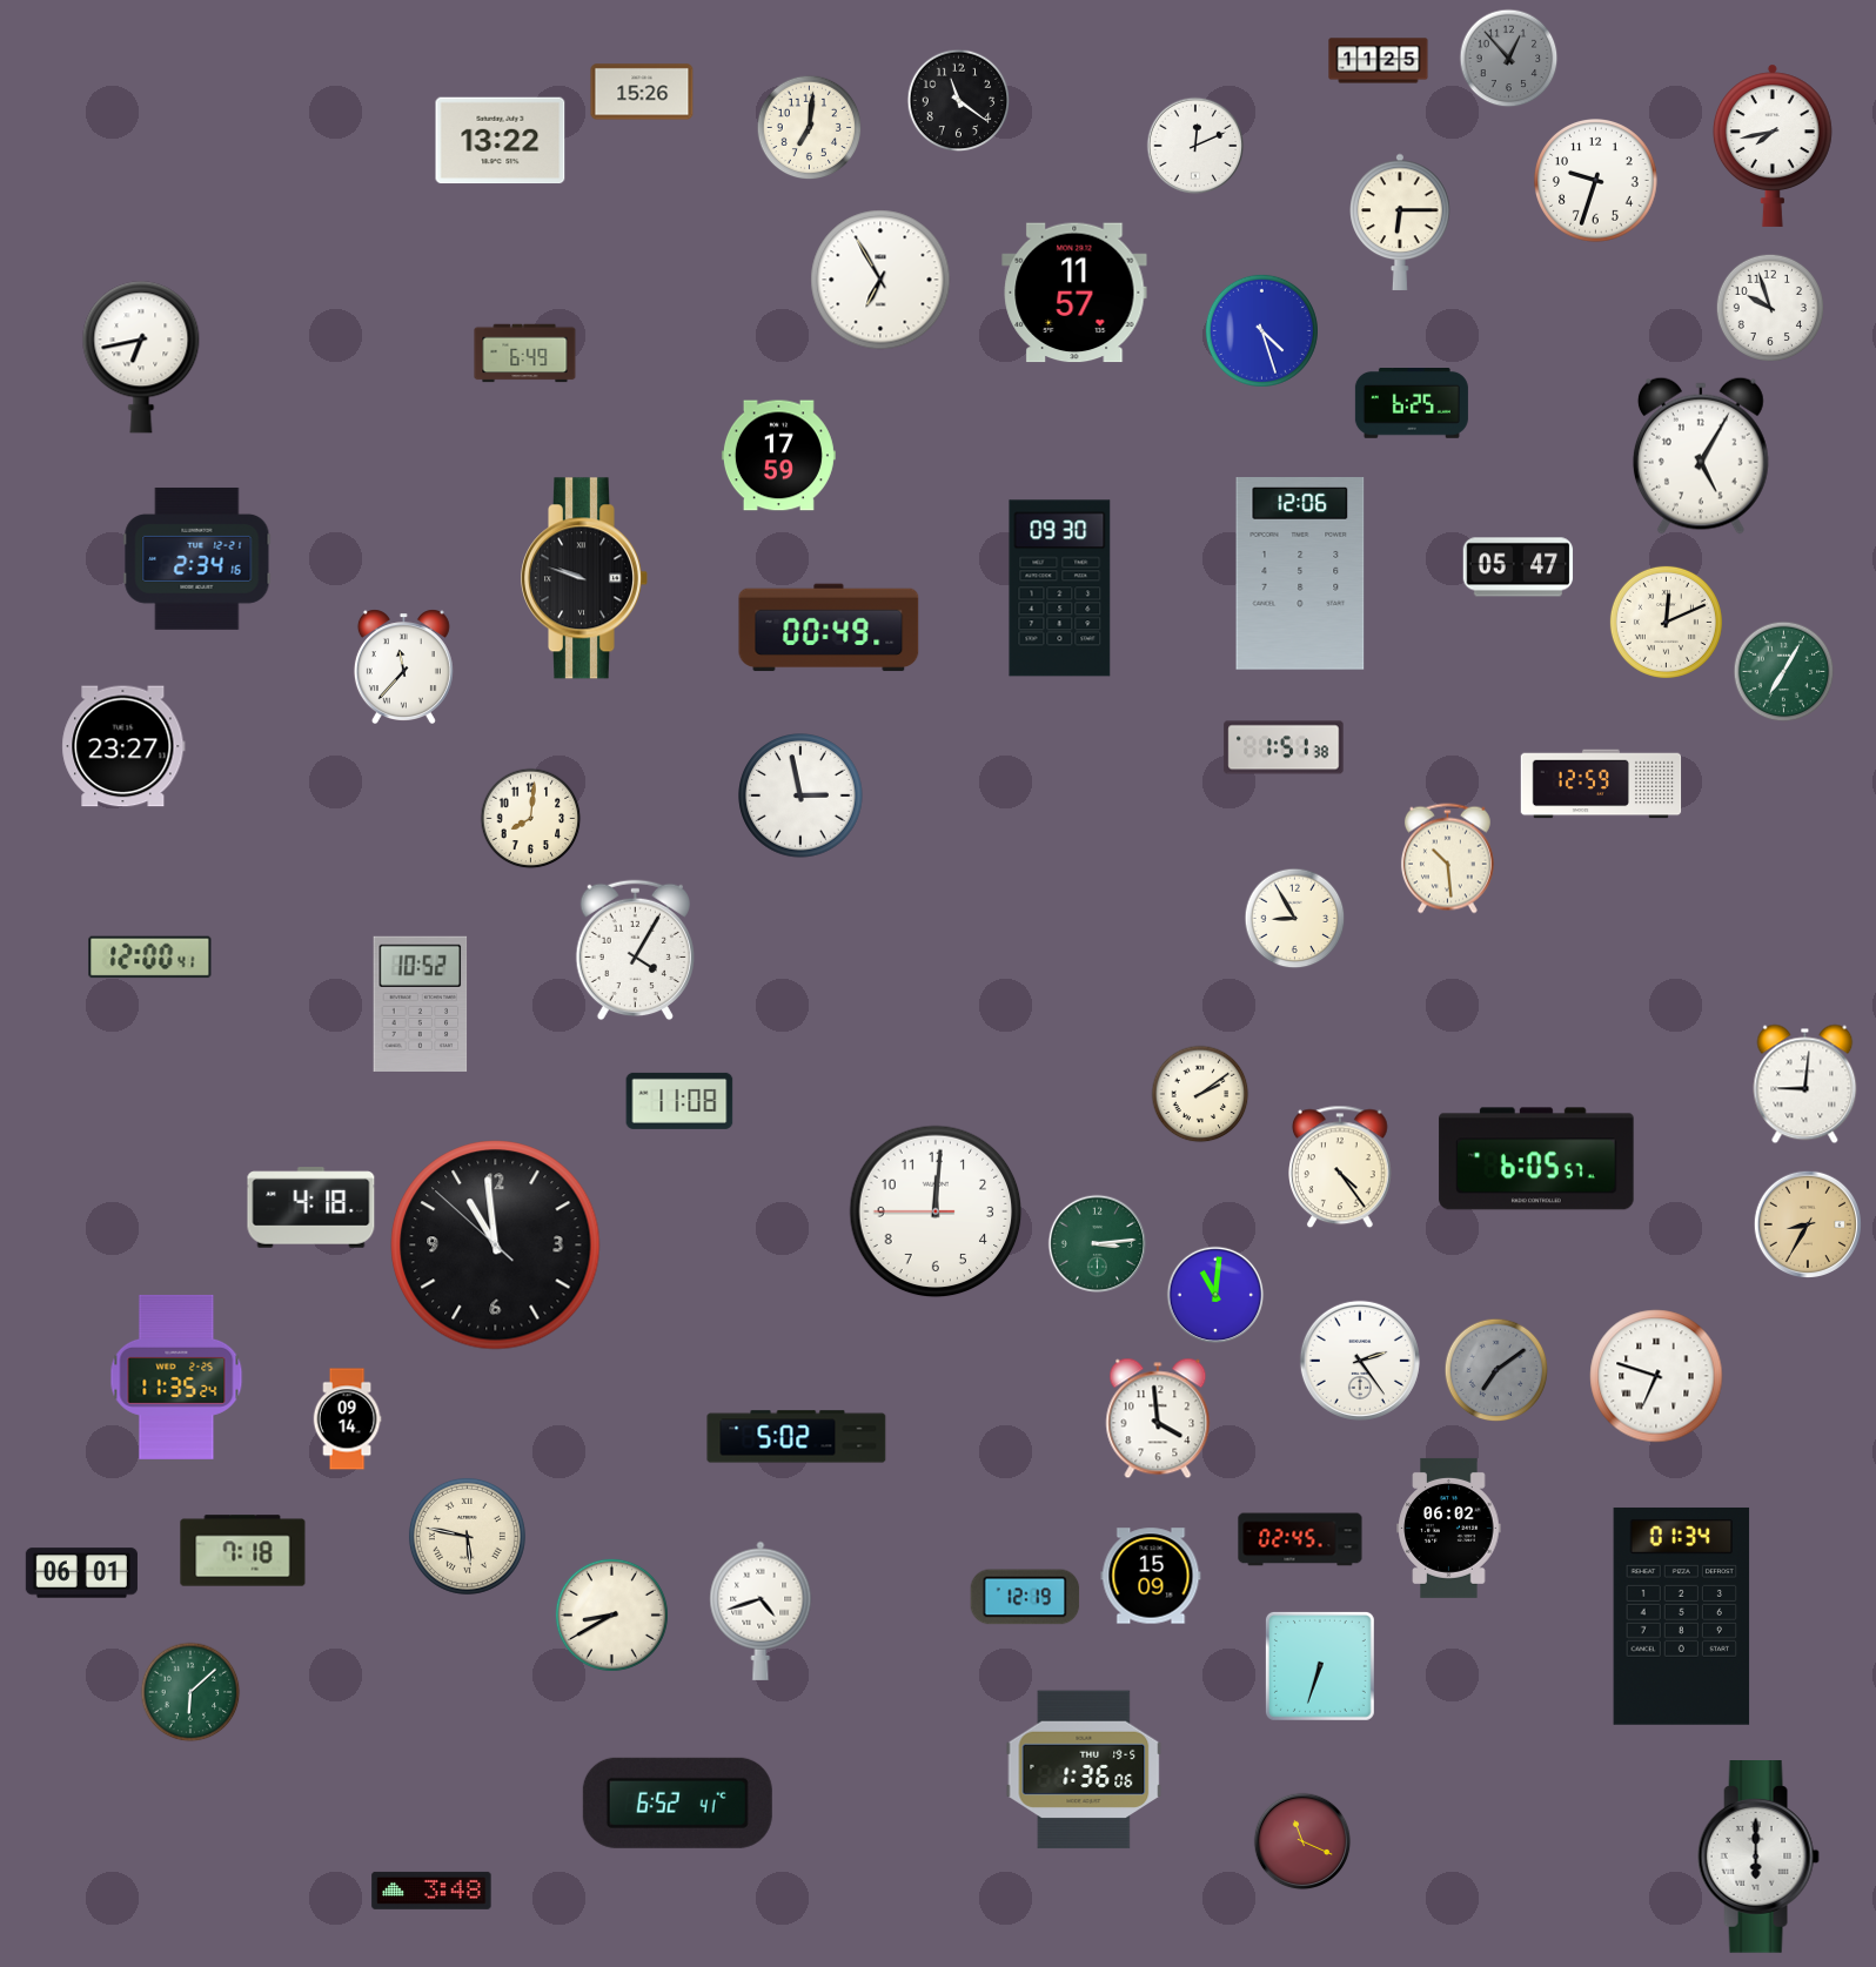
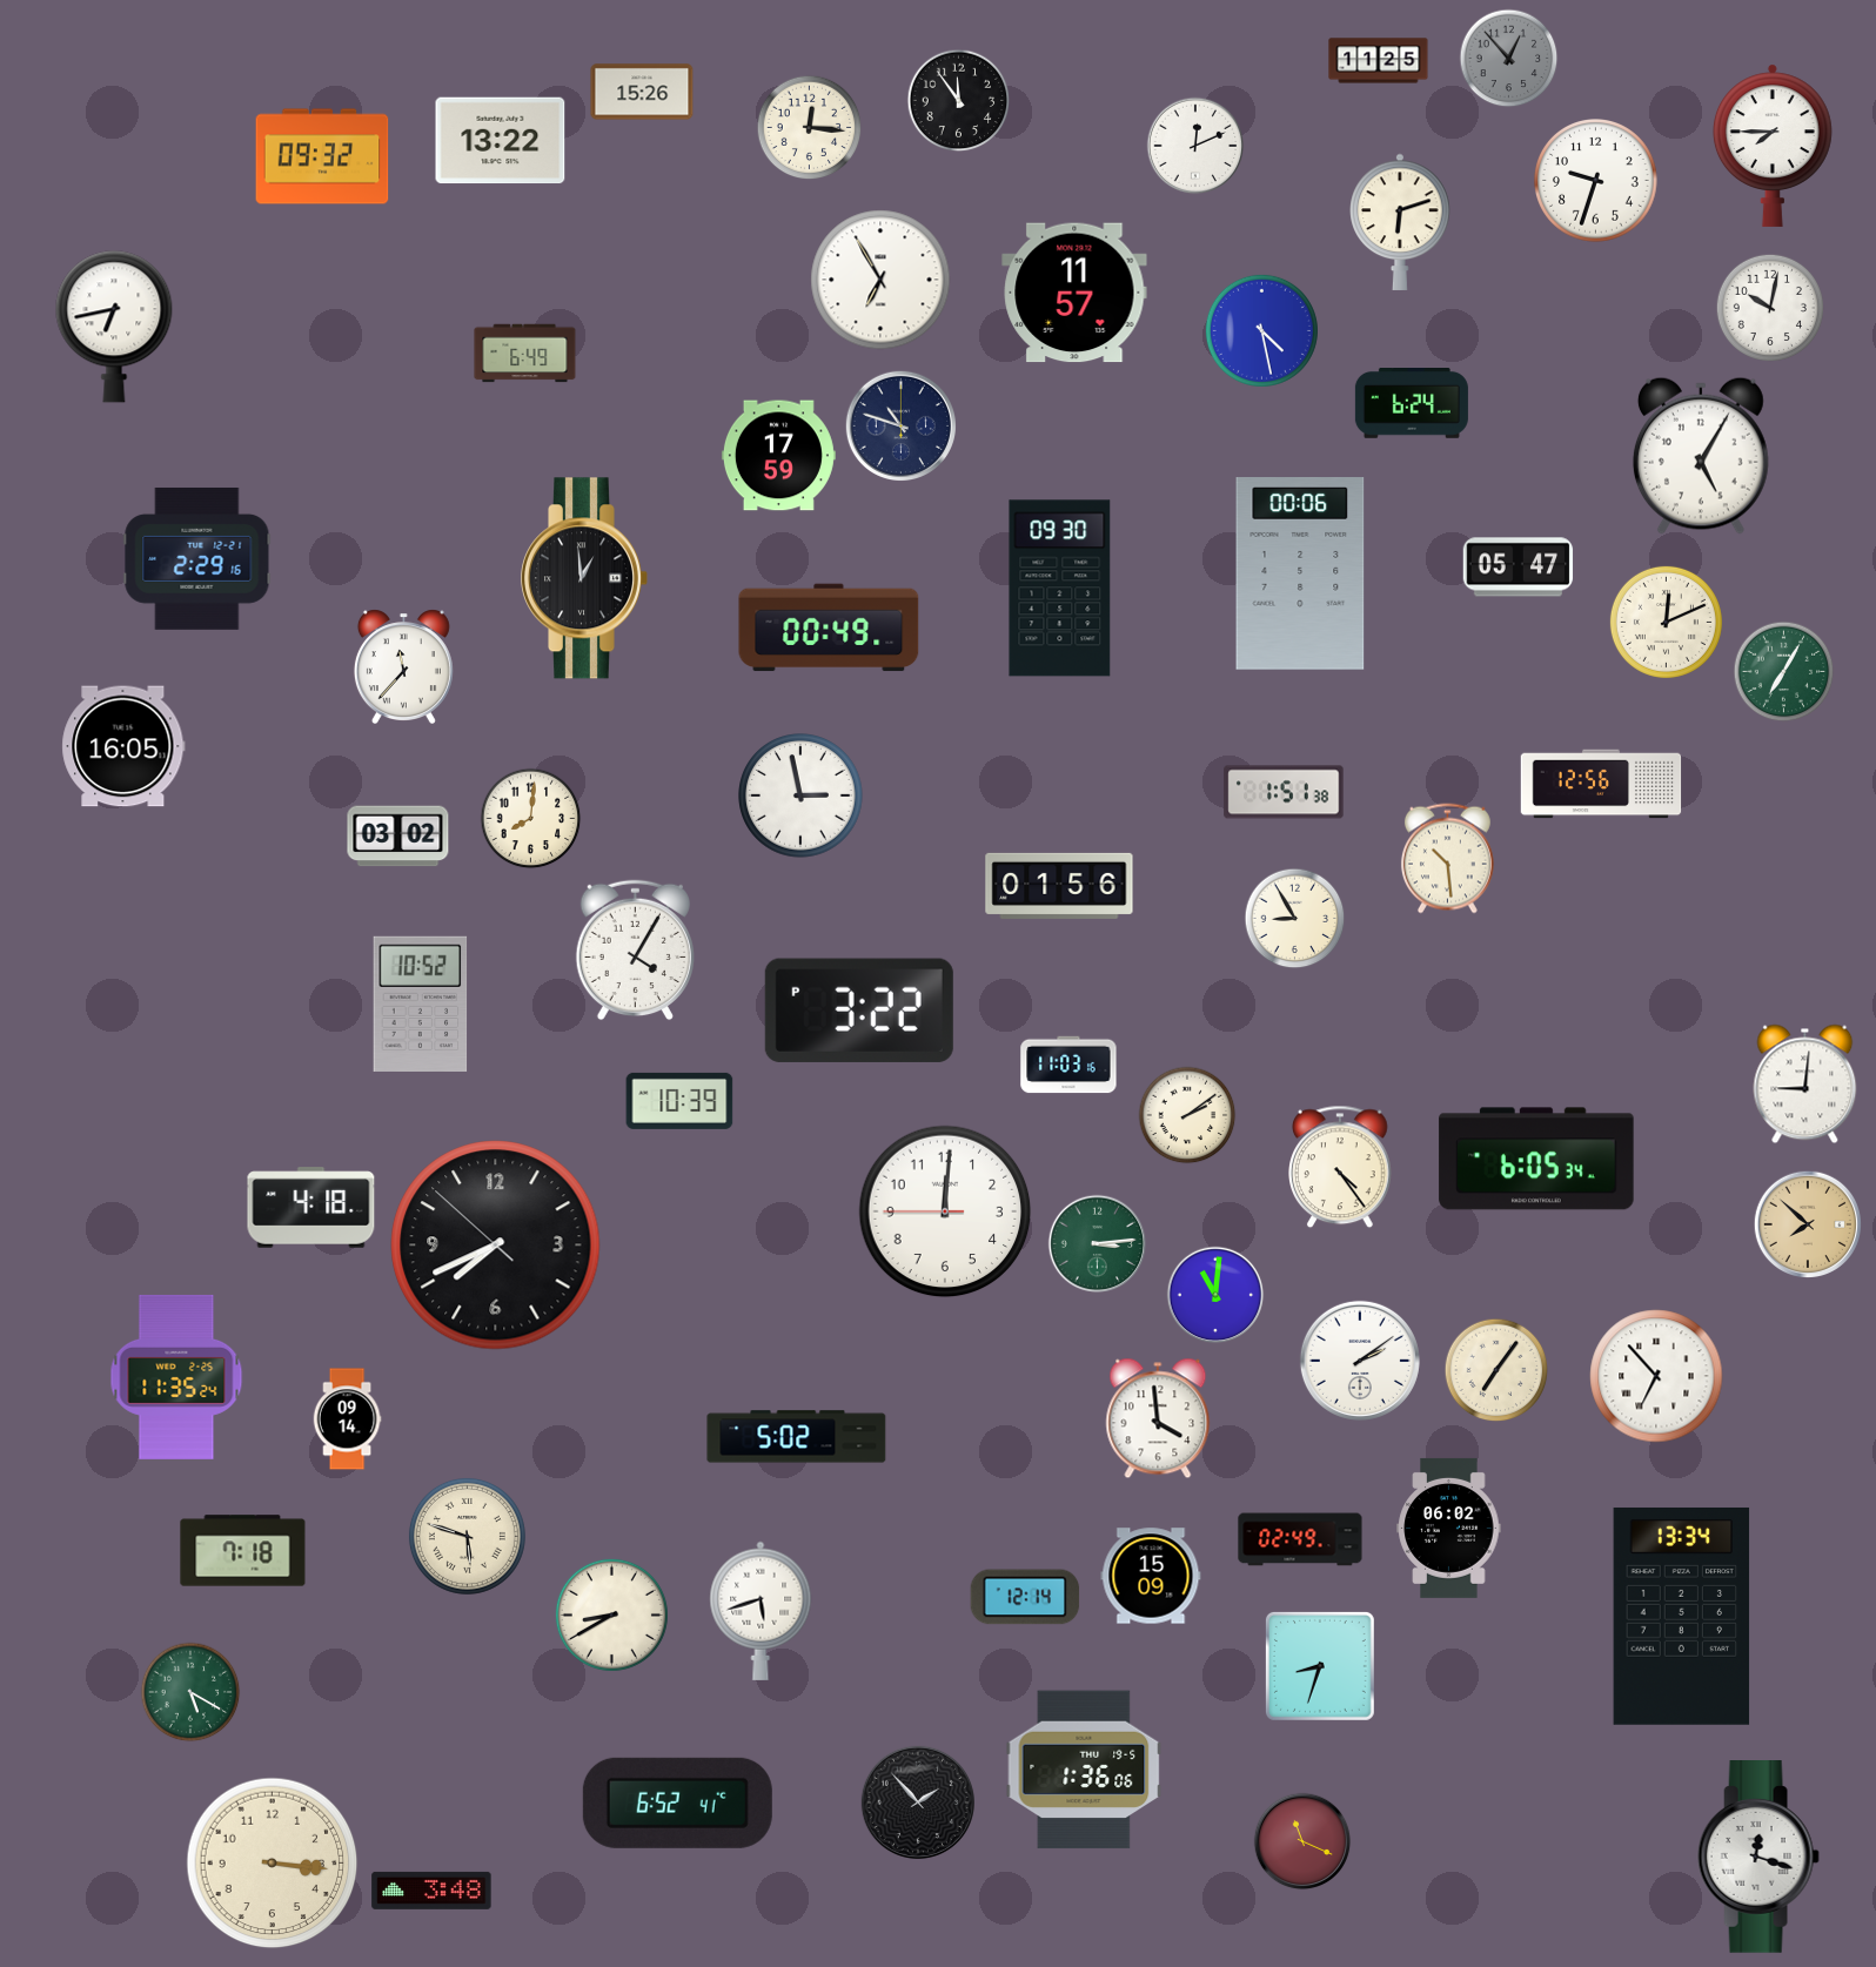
clock at (959, 101): 11:21 -> 11:54
clock at (810, 128): 7:01 -> 12:16
clock at (1773, 146): 7:43 -> 7:45
clock at (322, 156): none -> 09:32
clock at (1400, 222): 6:15 -> 6:12
clock at (1769, 307): 9:57 -> 10:02
clock at (1261, 330): 4:27 -> 4:28
clock at (141, 357) position: (141, 357) -> (114, 327)
clock at (1412, 404): 6:25 -> 6:24
clock at (900, 425): none -> 10:48
clock at (197, 558): 2:34 -> 2:29
clock at (1300, 575): 12:06 -> 00:06
clock at (584, 578): 9:48 -> 12:59
clock at (123, 746): 23:27 -> 16:05
clock at (1284, 747) position: (1284, 747) -> (1284, 792)
clock at (1601, 784): 12:59 -> 12:56
clock at (398, 837): none -> 03:02
clock at (1059, 886): none -> 01:56
clock at (150, 958): 12:00 -> none
clock at (859, 1011): none -> 3:22
clock at (1068, 1065): none -> 11:03
clock at (1200, 1094) position: (1200, 1094) -> (1187, 1115)
clock at (679, 1101): 11:08 -> 10:39
clock at (1536, 1159): 6:05:57 -> 6:05:34
clock at (936, 1211) position: (936, 1211) -> (945, 1211)
clock at (1807, 1223): 8:35 -> 7:52
clock at (496, 1246): 10:58 -> 7:40
clock at (1360, 1361): 2:24 -> 2:09
clock at (1496, 1370): 7:09 -> 7:06
clock at (1496, 1370) dial: grey -> cream
clock at (1656, 1376): 6:48 -> 6:53
clock at (467, 1536): 5:47 -> 5:48
clock at (1300, 1539): 02:45 -> 02:49
clock at (81, 1573): 06:01 -> none
clock at (1025, 1597): 12:19 -> 12:14
clock at (761, 1611): 4:42 -> 5:42
clock at (1682, 1616): 01:34 -> 13:34
clock at (1320, 1666): 6:33 -> 8:33
clock at (190, 1692): 6:08 -> 5:20
clock at (918, 1802): none -> 1:53
clock at (1758, 1858): 6:00 -> 12:18
clock at (273, 1864): none -> 3:16
